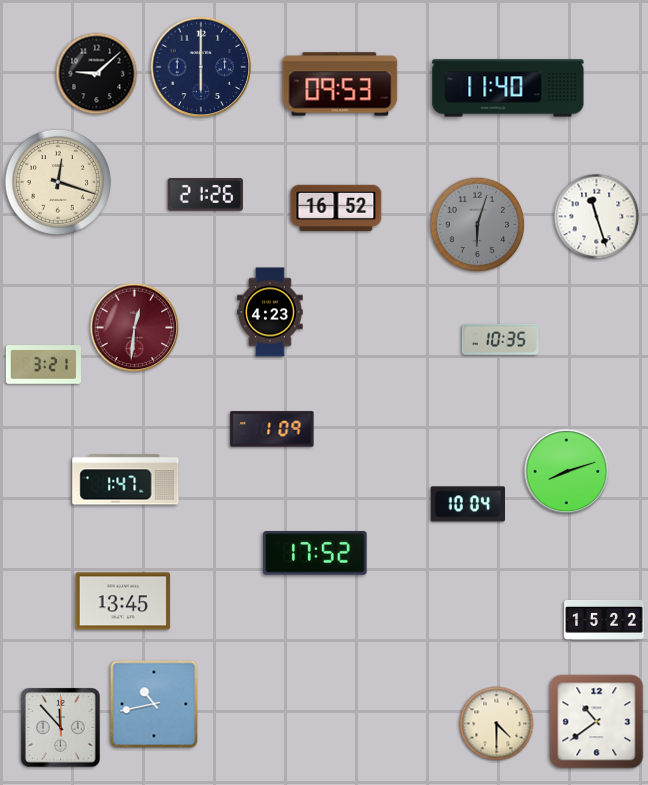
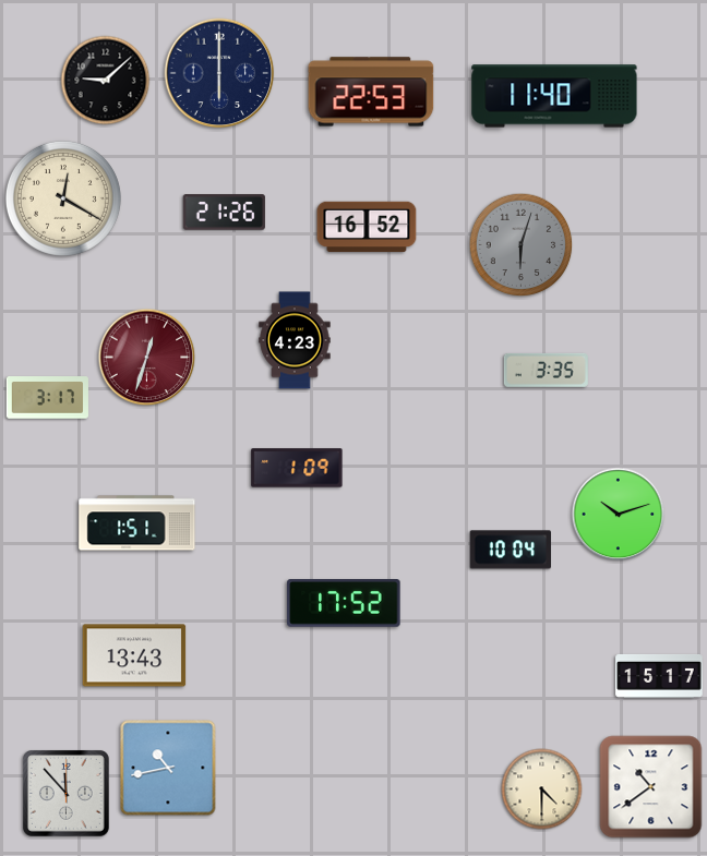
clock at (340, 84): 09:53 -> 22:53
clock at (58, 182): 12:18 -> 12:20
clock at (597, 217): 11:27 -> none
clock at (135, 328): 12:31 -> 12:33
clock at (500, 339): 10:35 -> 3:35
clock at (43, 365): 3:21 -> 3:17
clock at (567, 472): 8:12 -> 10:12
clock at (126, 480): 1:47 -> 1:51
clock at (123, 601): 13:45 -> 13:43
clock at (604, 620): 15:22 -> 15:17
